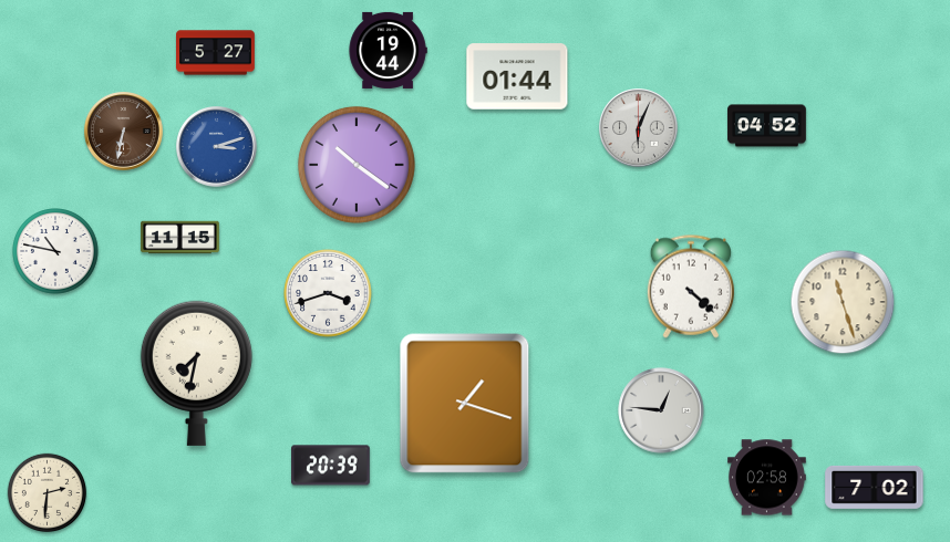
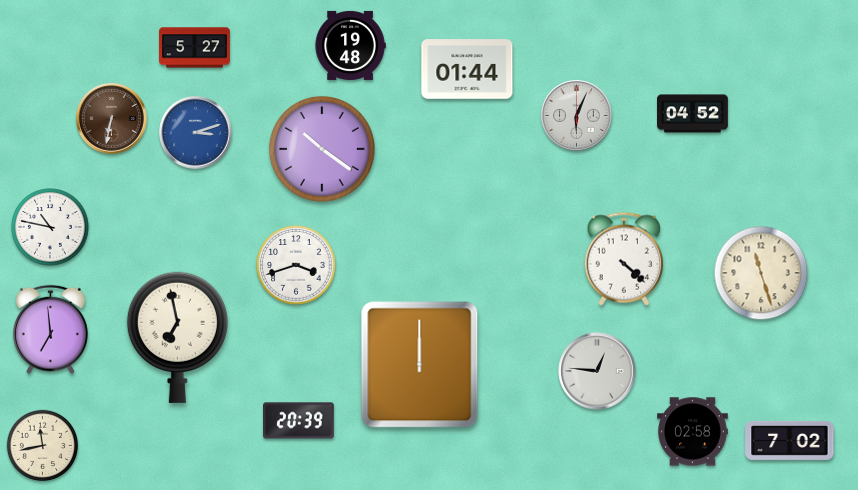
clock at (388, 50): 19:44 -> 19:48
clock at (180, 238): 11:15 -> none
clock at (51, 330): none -> 6:59
clock at (196, 373): 7:32 -> 6:58
clock at (465, 404): 1:18 -> 12:00
clock at (48, 493): 2:31 -> 11:43
